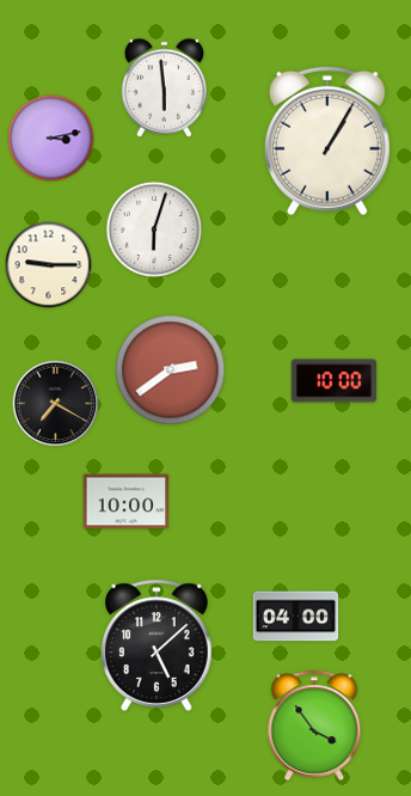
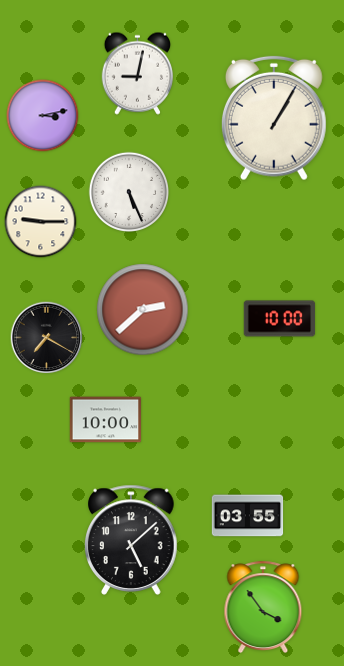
clock at (164, 87): 5:59 -> 9:02
clock at (154, 229): 6:03 -> 5:26
clock at (171, 371): 2:39 -> 2:38
clock at (296, 617): 04:00 -> 03:55
